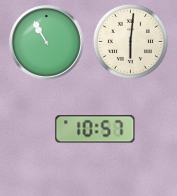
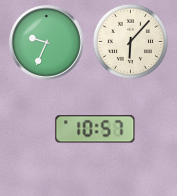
clock at (130, 41): 6:01 -> 6:07
clock at (47, 43): 10:55 -> 9:34
